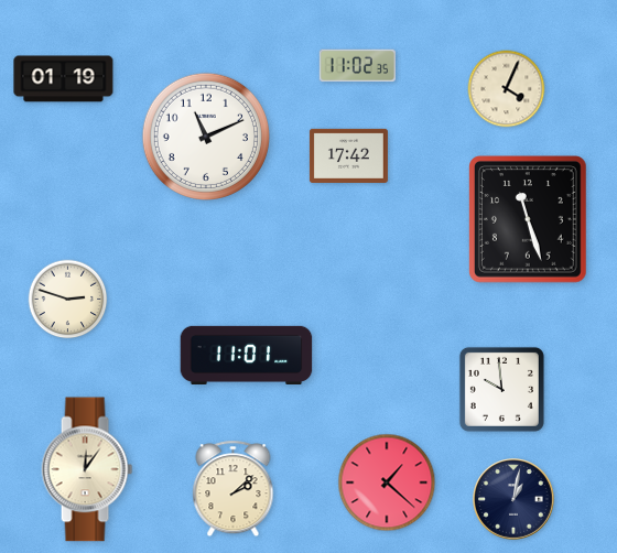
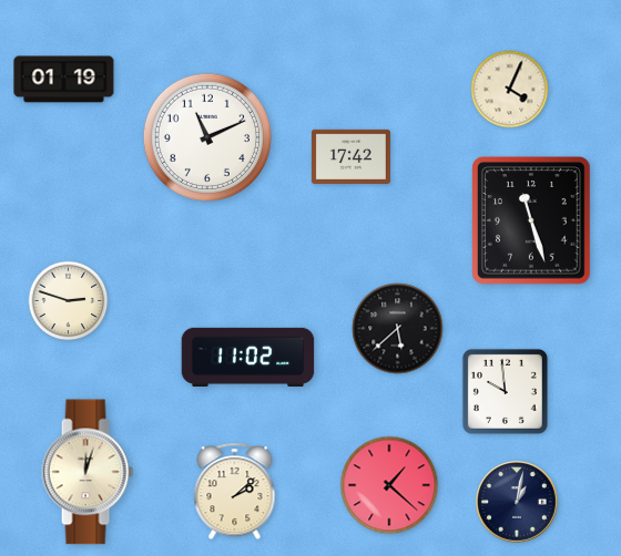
clock at (358, 66): 11:02 -> none
clock at (398, 329): none -> 5:38
clock at (247, 355): 11:01 -> 11:02
clock at (87, 469): 12:06 -> 12:03
